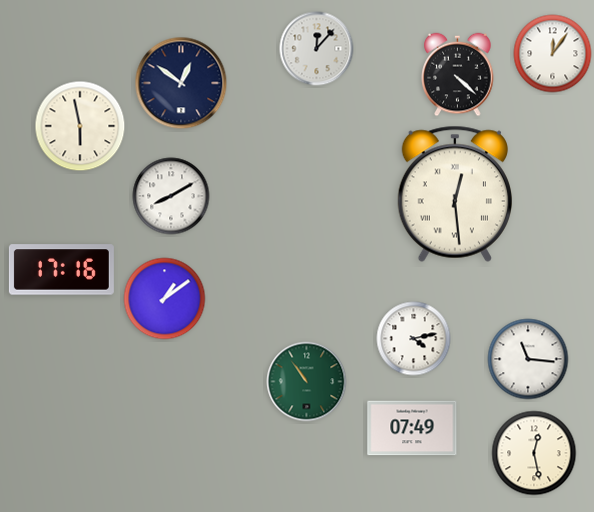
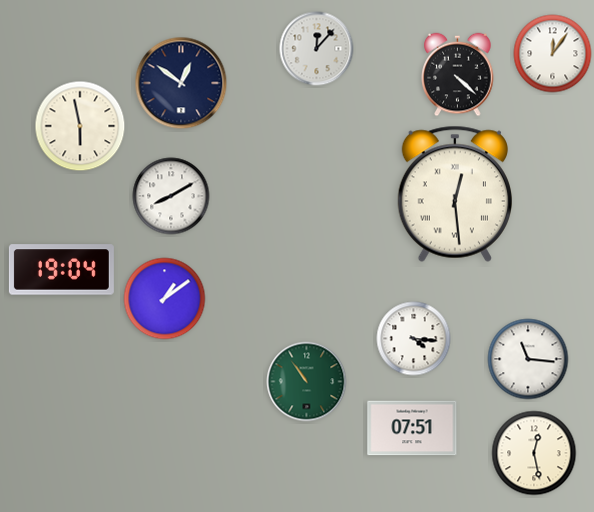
clock at (61, 270): 17:16 -> 19:04
clock at (414, 339): 4:13 -> 4:16
clock at (412, 428): 07:49 -> 07:51
